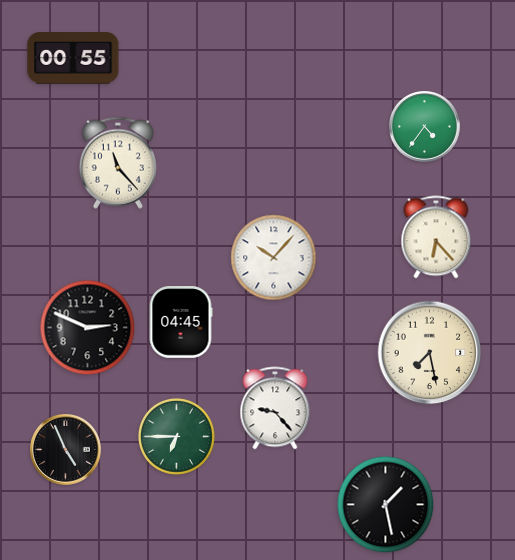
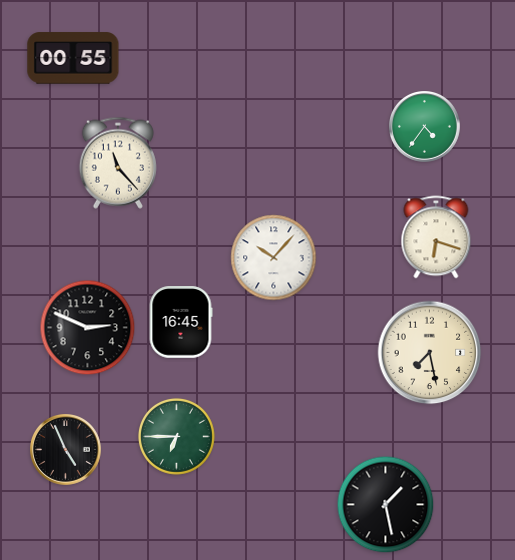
clock at (436, 237): 6:23 -> 6:18
clock at (181, 322): 04:45 -> 16:45
clock at (275, 408): 9:23 -> none
